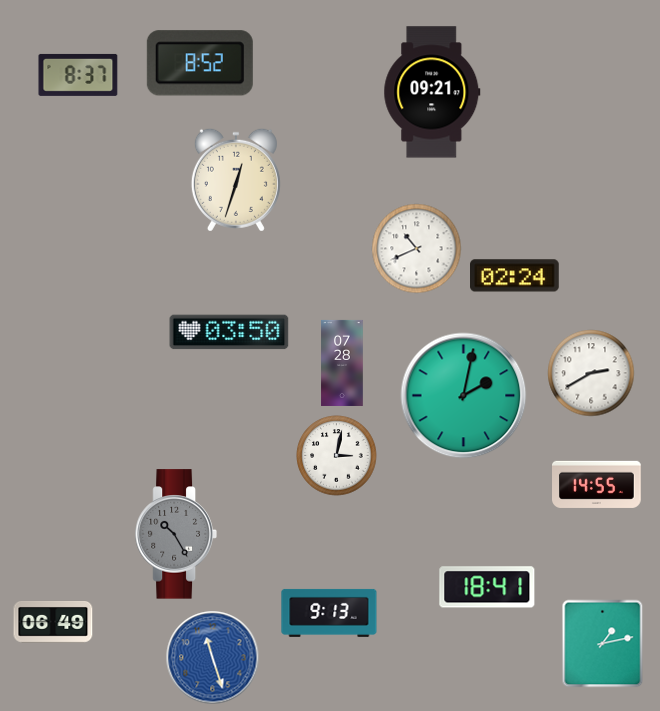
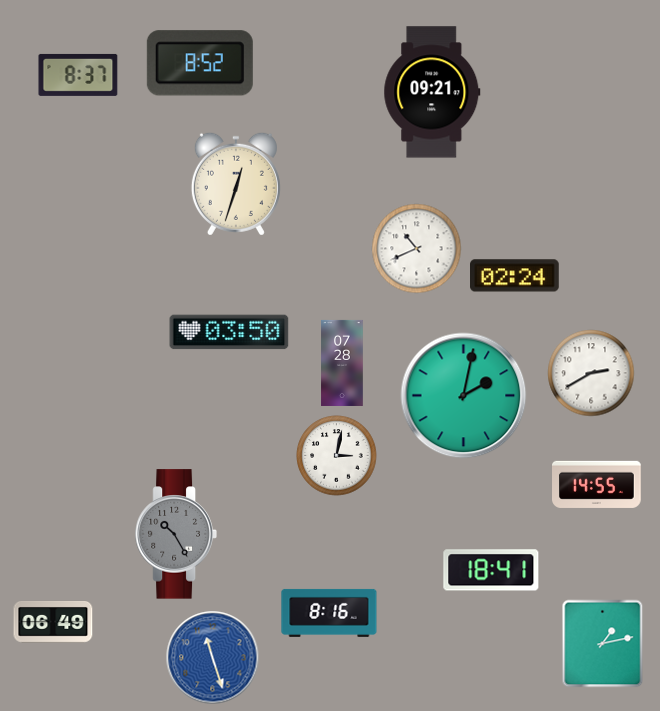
clock at (236, 180) position: (236, 180) -> (236, 184)
clock at (487, 587) position: (487, 587) -> (491, 570)
clock at (329, 613): 9:13 -> 8:16
